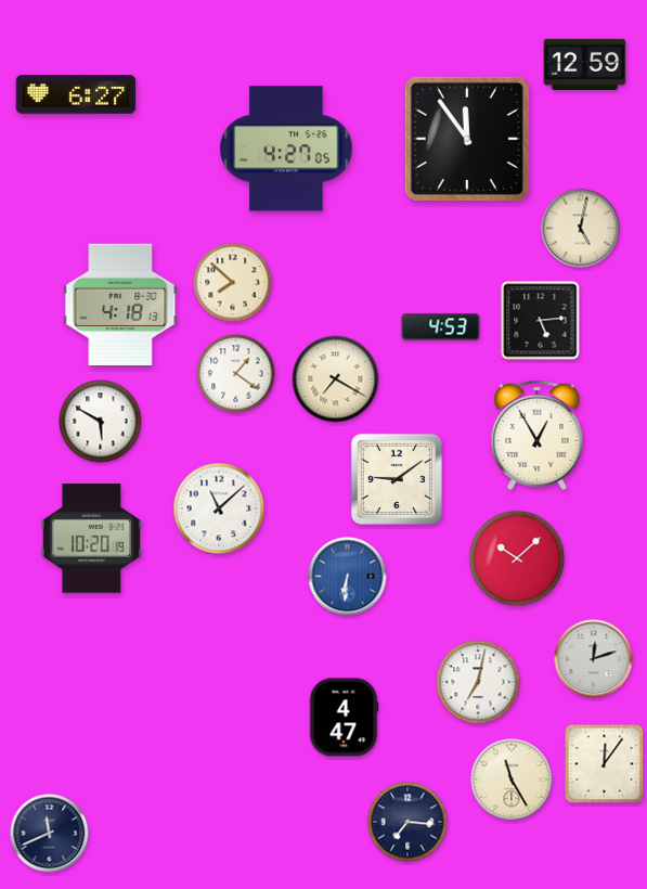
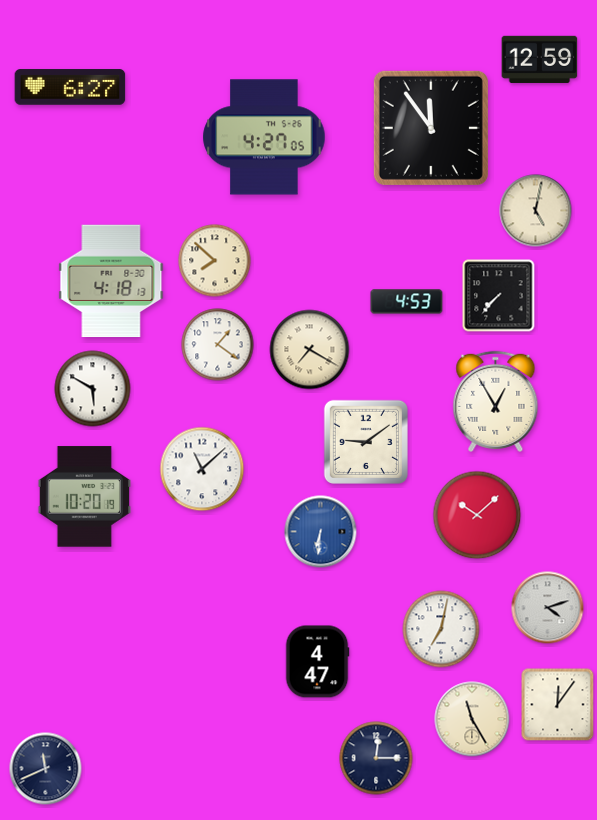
clock at (541, 321): 5:14 -> 7:37
clock at (594, 659): 12:12 -> 4:12
clock at (407, 822): 7:16 -> 12:15
